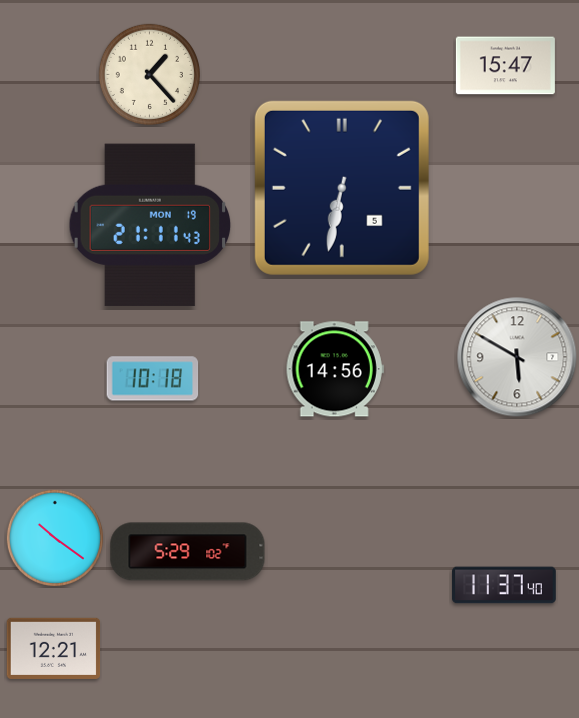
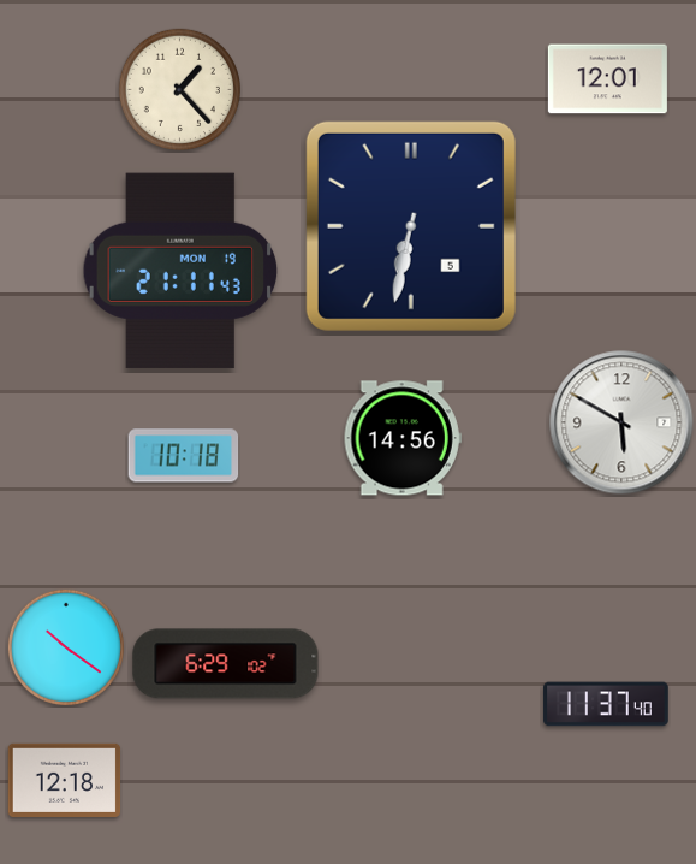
clock at (505, 66): 15:47 -> 12:01
clock at (517, 357) position: (517, 357) -> (621, 422)
clock at (335, 369) position: (335, 369) -> (403, 438)
clock at (188, 552): 5:29 -> 6:29
clock at (54, 648): 12:21 -> 12:18
